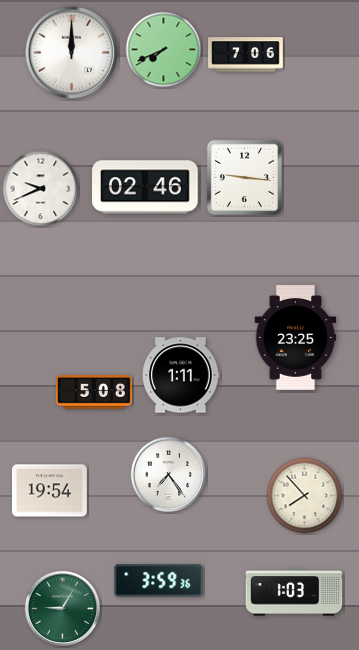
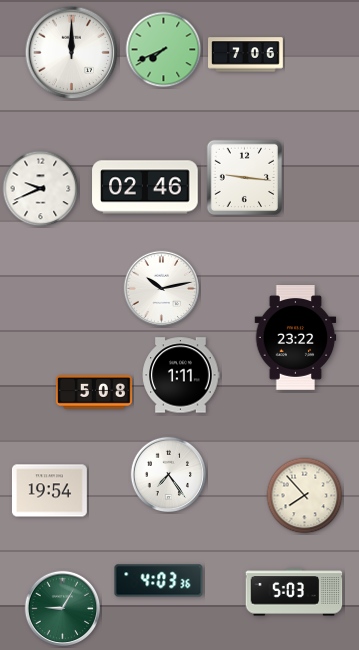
clock at (161, 288): none -> 10:13
clock at (296, 338): 23:25 -> 23:22
clock at (159, 581): 3:59 -> 4:03
clock at (294, 592): 1:03 -> 5:03
